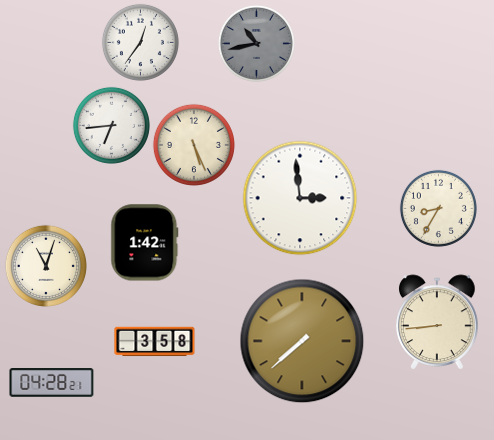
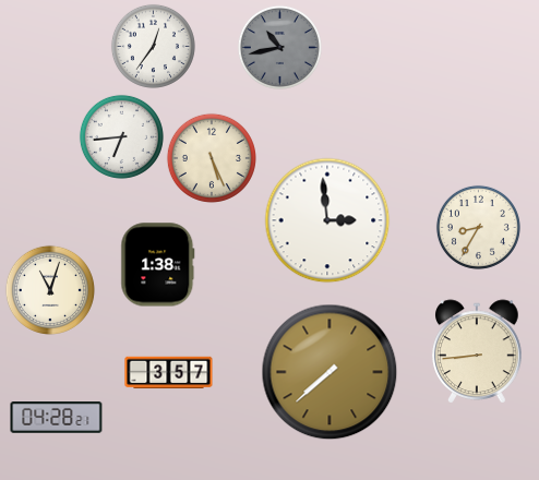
clock at (300, 198) position: (300, 198) -> (327, 220)
clock at (145, 243): 1:42 -> 1:38
clock at (155, 342): 3:58 -> 3:57
